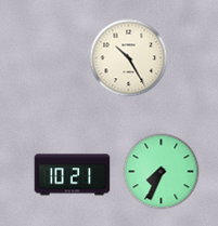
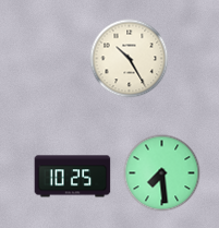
clock at (162, 172): 7:34 -> 7:29
clock at (73, 175): 10:21 -> 10:25
